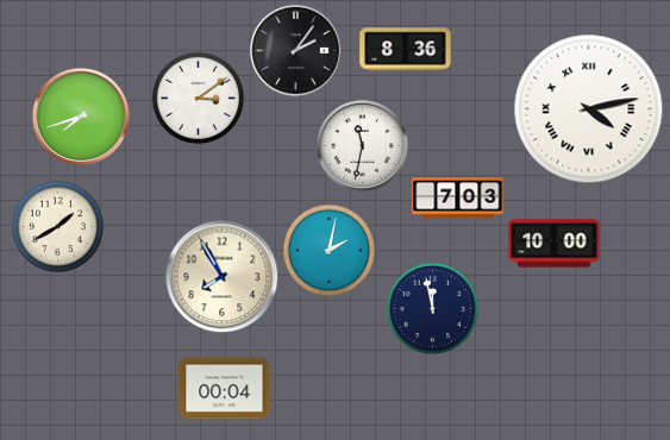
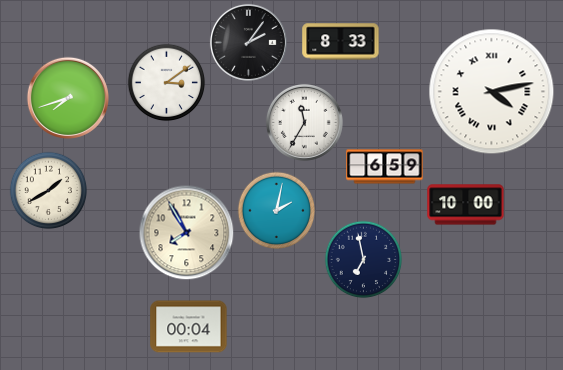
clock at (406, 50): 8:36 -> 8:33
clock at (589, 109) position: (589, 109) -> (492, 92)
clock at (362, 145): 11:32 -> 11:35
clock at (458, 199): 7:03 -> 6:59
clock at (432, 308): 11:58 -> 6:58
